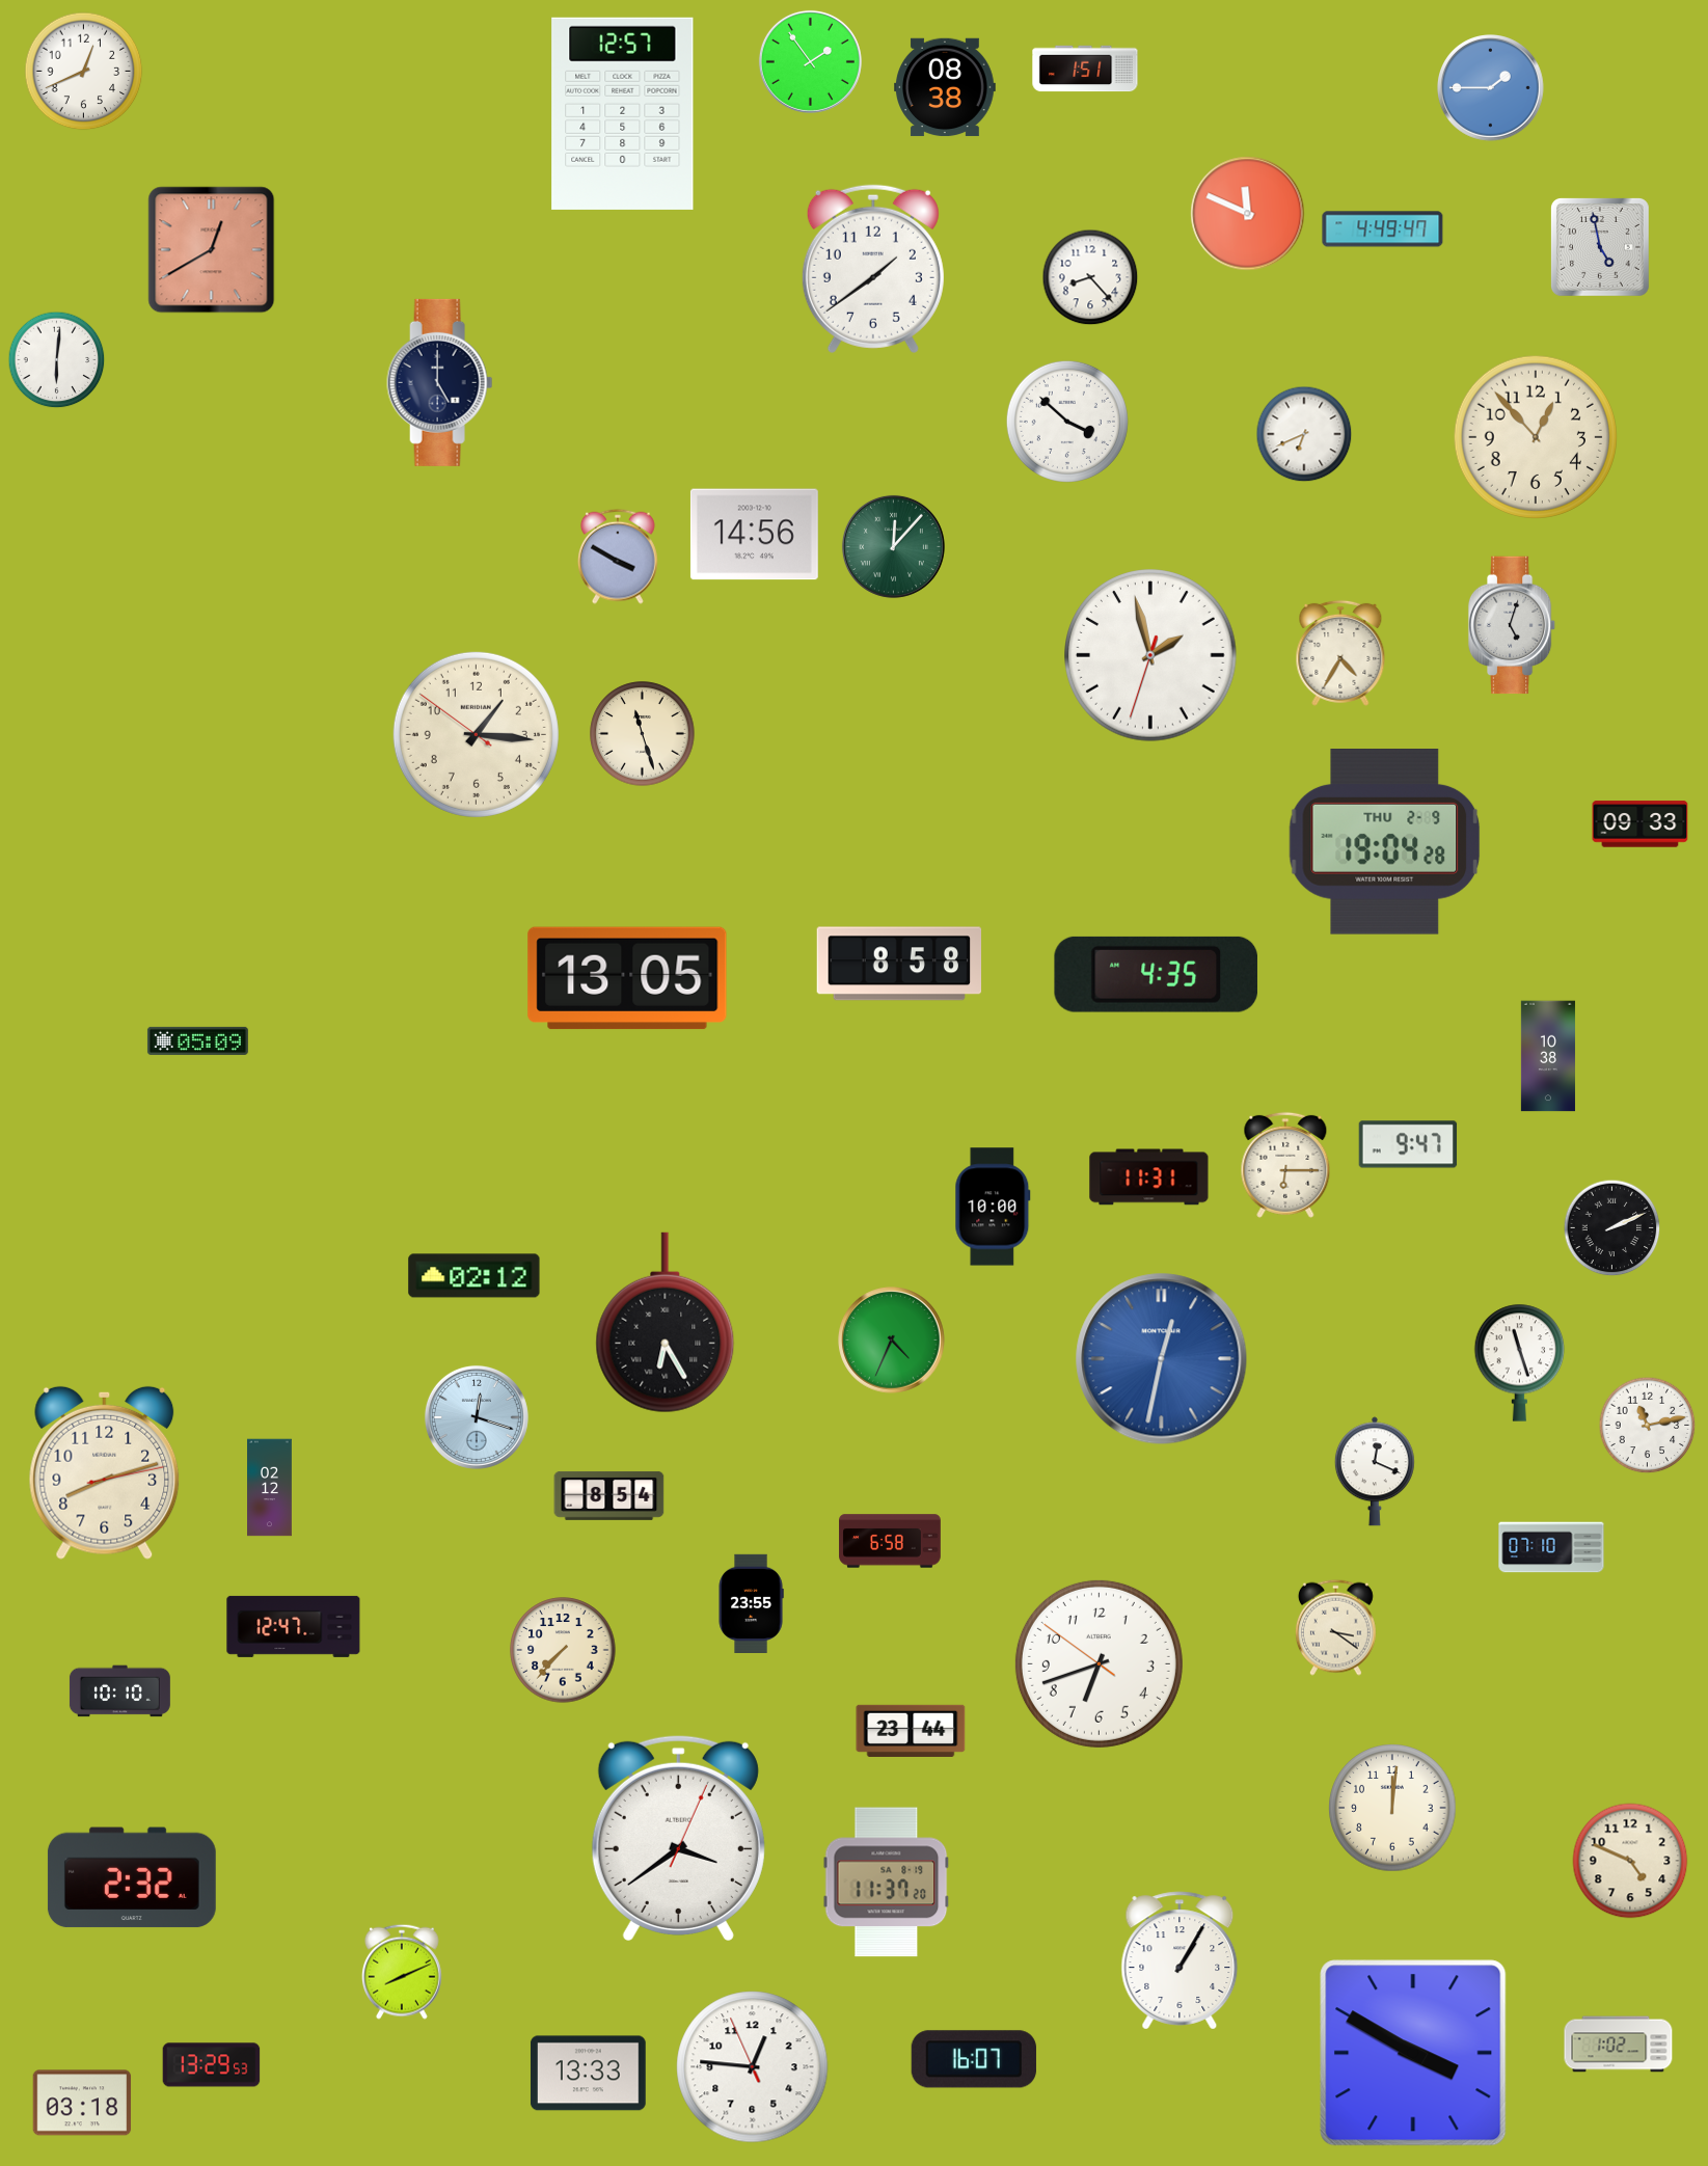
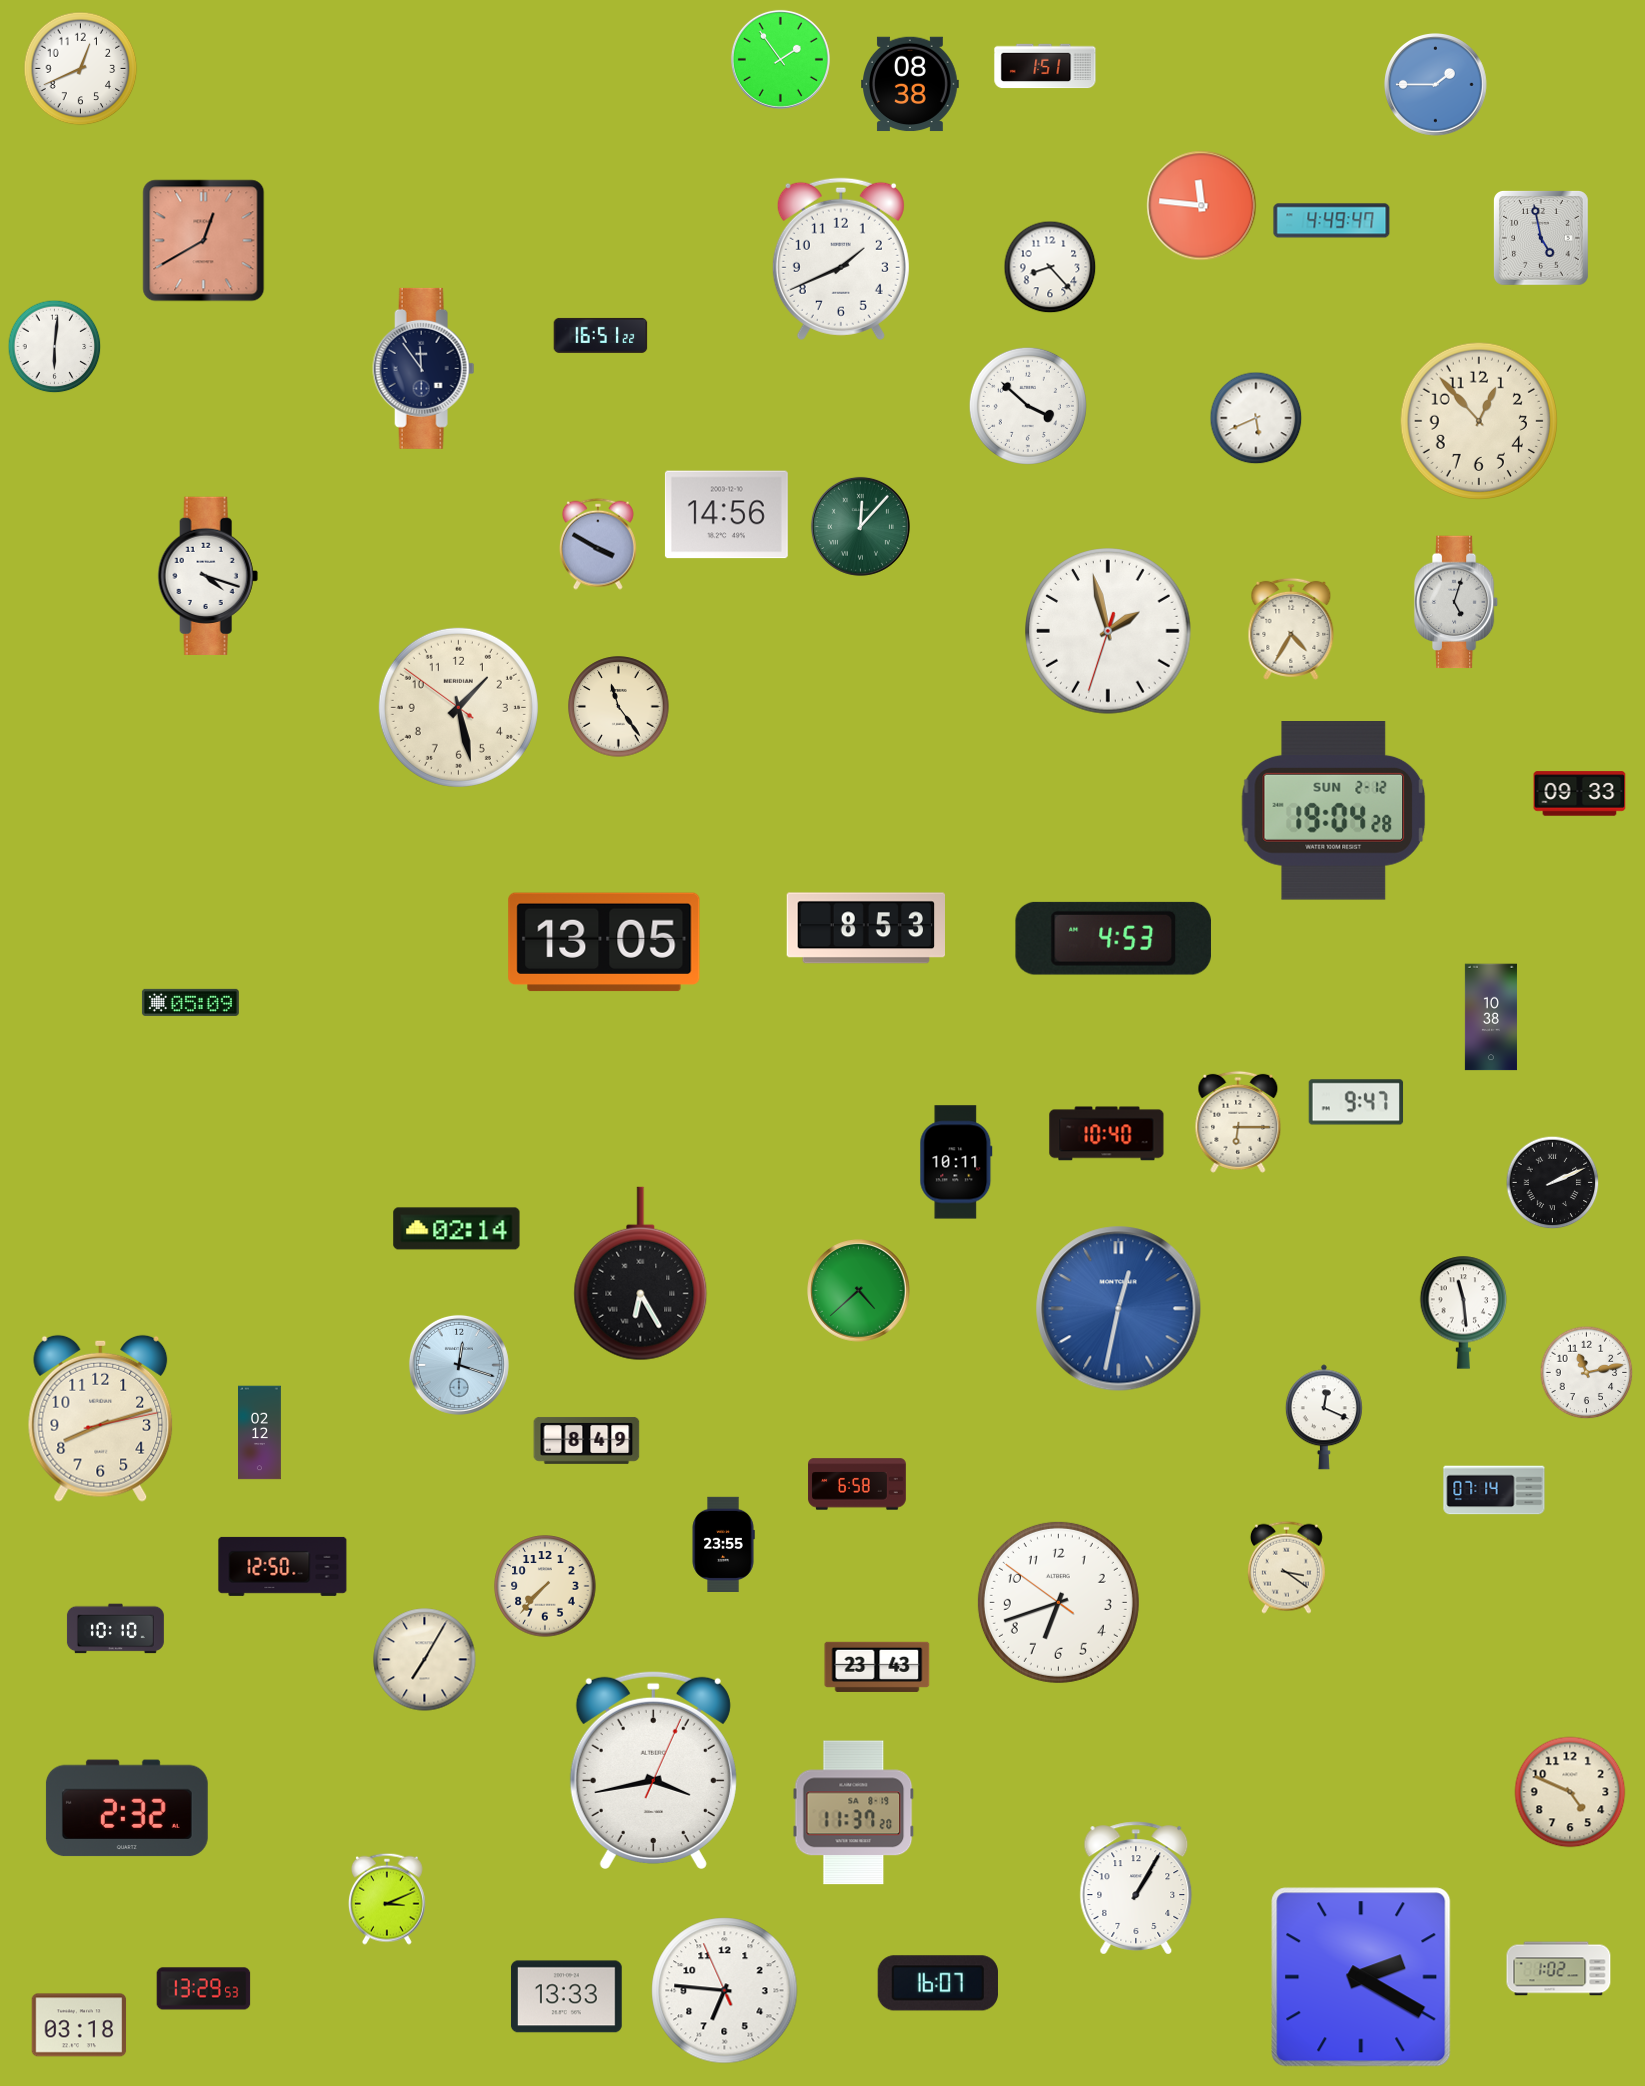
clock at (623, 113): 12:57 -> none
clock at (1248, 214): 11:49 -> 11:46
clock at (873, 269): 1:39 -> 1:41
clock at (601, 335): none -> 16:51
clock at (440, 382): 5:00 -> 11:54
clock at (1304, 434): 6:41 -> 5:41
clock at (619, 557) position: (619, 557) -> (599, 544)
clock at (208, 576): none -> 4:18
clock at (476, 734): 1:15 -> 1:27
clock at (643, 734): 11:27 -> 11:24
clock at (1385, 842) date: THU 2-9 -> SUN 2-12
clock at (898, 964): 8:58 -> 8:53
clock at (1156, 974): 4:35 -> 4:53
clock at (1149, 1177): 11:31 -> 10:40
clock at (993, 1207): 10:00 -> 10:11
clock at (475, 1276): 02:12 -> 02:14
clock at (892, 1341): 4:34 -> 4:38
clock at (1520, 1362): 11:27 -> 11:29
clock at (609, 1495): 8:54 -> 8:49
clock at (1551, 1547): 07:10 -> 07:14
clock at (294, 1626): 12:47 -> 12:50
clock at (563, 1650) position: (563, 1650) -> (545, 1586)
clock at (425, 1660): none -> 7:05
clock at (911, 1731): 23:44 -> 23:43
clock at (1392, 1808): 12:01 -> none
clock at (678, 1838): 3:39 -> 3:43
clock at (403, 1972): 8:11 -> 3:11
clock at (1413, 2053): 3:50 -> 2:20
clock at (753, 2067): 12:45 -> 6:45
